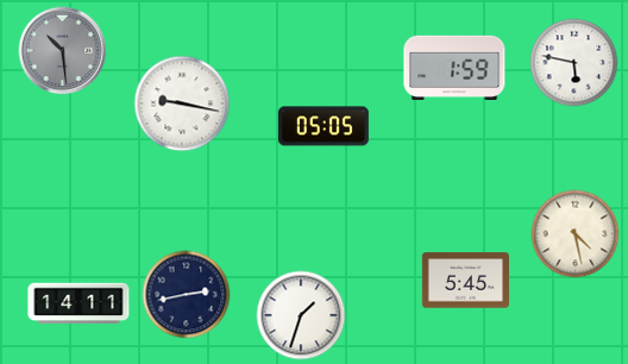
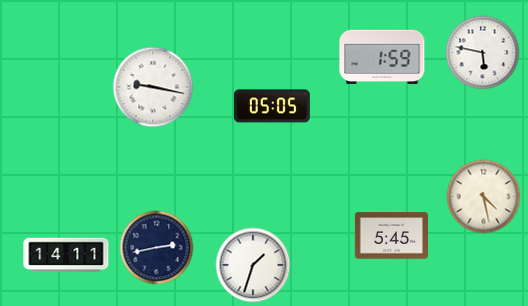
clock at (63, 51): 10:29 -> none
